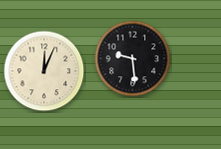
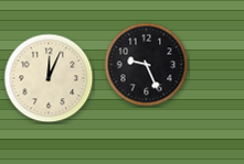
clock at (133, 59): 9:29 -> 9:26
